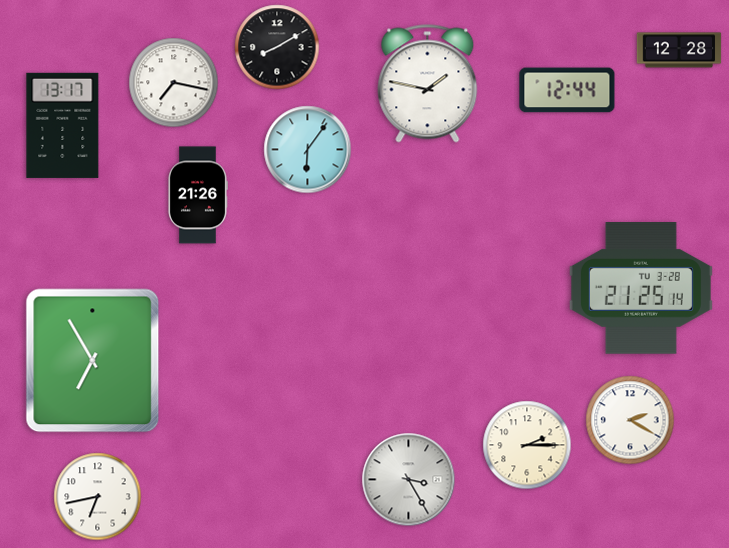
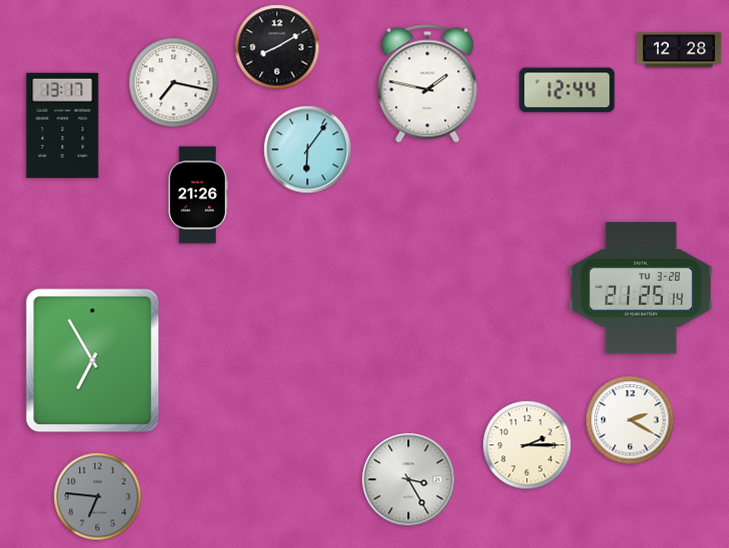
clock at (98, 497): 6:43 -> 6:46
clock at (98, 497) dial: white -> grey
